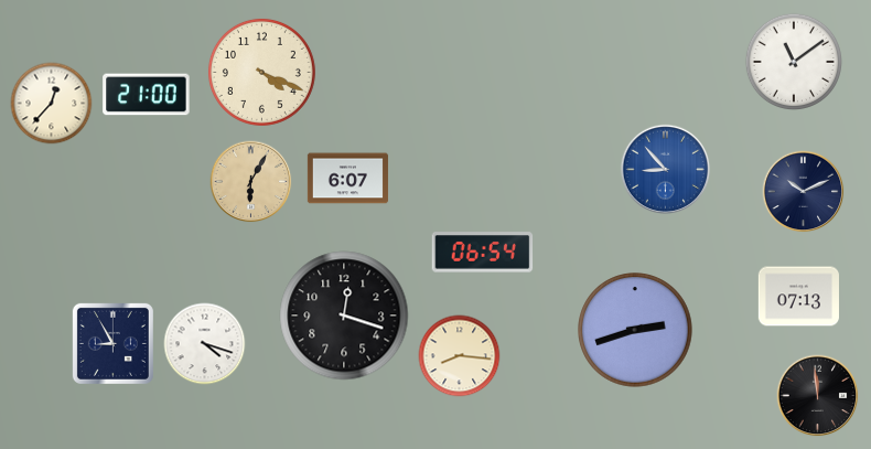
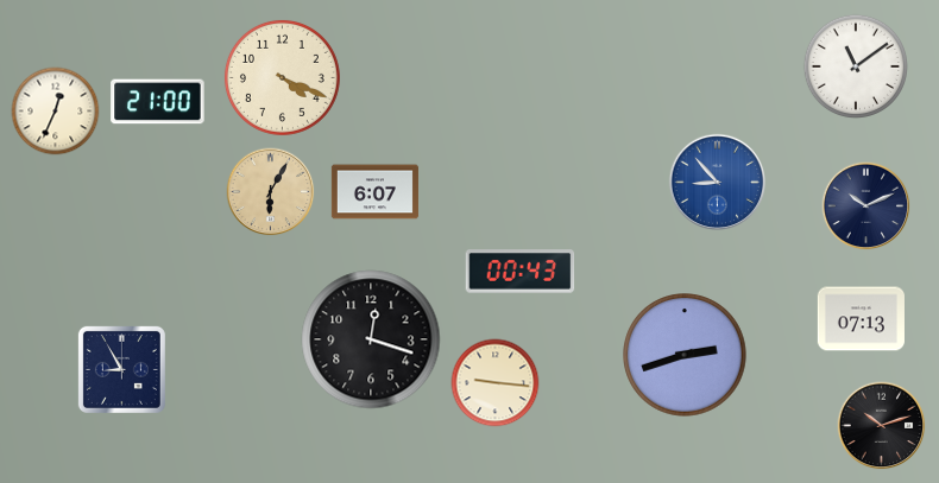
clock at (52, 104): 12:37 -> 12:34
clock at (251, 182) position: (251, 182) -> (271, 192)
clock at (483, 253): 06:54 -> 00:43
clock at (205, 344): 4:18 -> none
clock at (460, 356): 8:16 -> 9:16
clock at (818, 396): 11:59 -> 10:12
